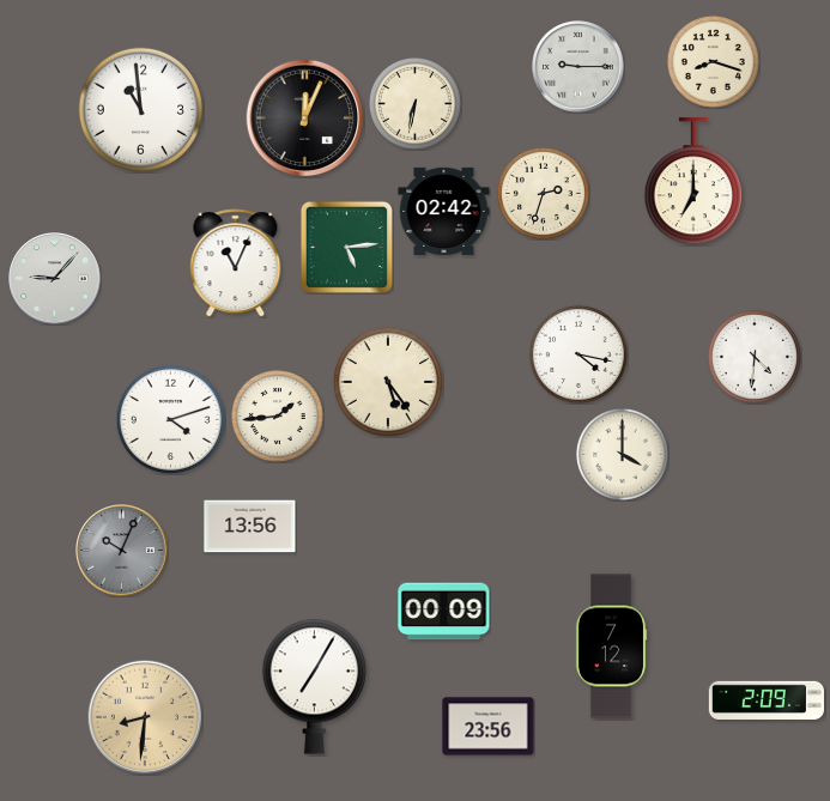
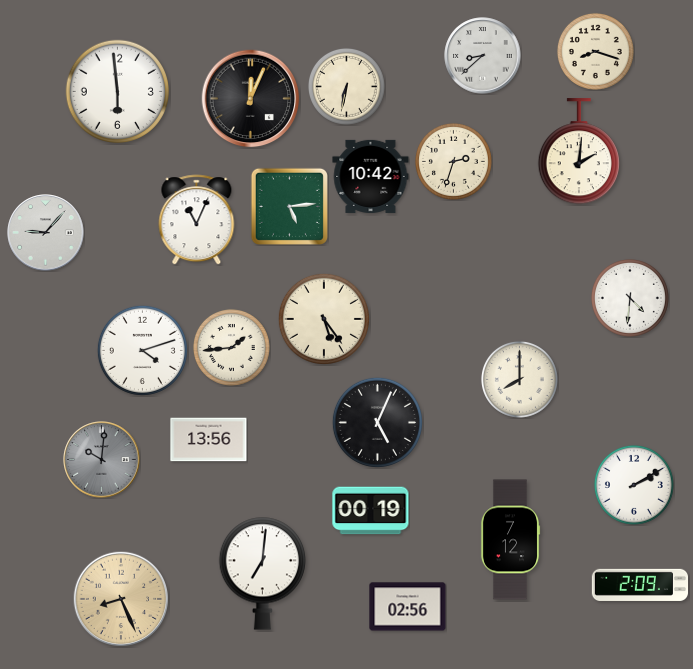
clock at (578, 67): 9:15 -> 8:38
clock at (140, 109): 10:59 -> 5:59
clock at (305, 119) position: (305, 119) -> (251, 99)
clock at (692, 182): 7:00 -> 2:01
clock at (444, 211): 02:42 -> 10:42
clock at (578, 354): 4:17 -> none
clock at (622, 454): 4:00 -> 8:00
clock at (377, 422): none -> 5:04
clock at (122, 551): 10:04 -> 10:01
clock at (634, 485): none -> 2:10
clock at (444, 612): 00:09 -> 00:19
clock at (314, 686): 7:05 -> 7:01
clock at (145, 717): 8:31 -> 8:26
clock at (489, 727): 23:56 -> 02:56
